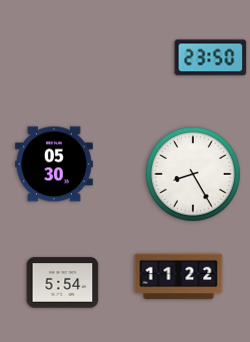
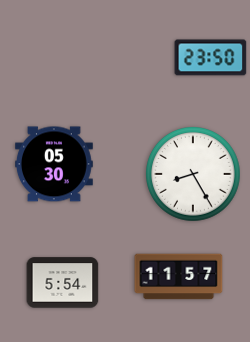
clock at (179, 277): 11:22 -> 11:57
